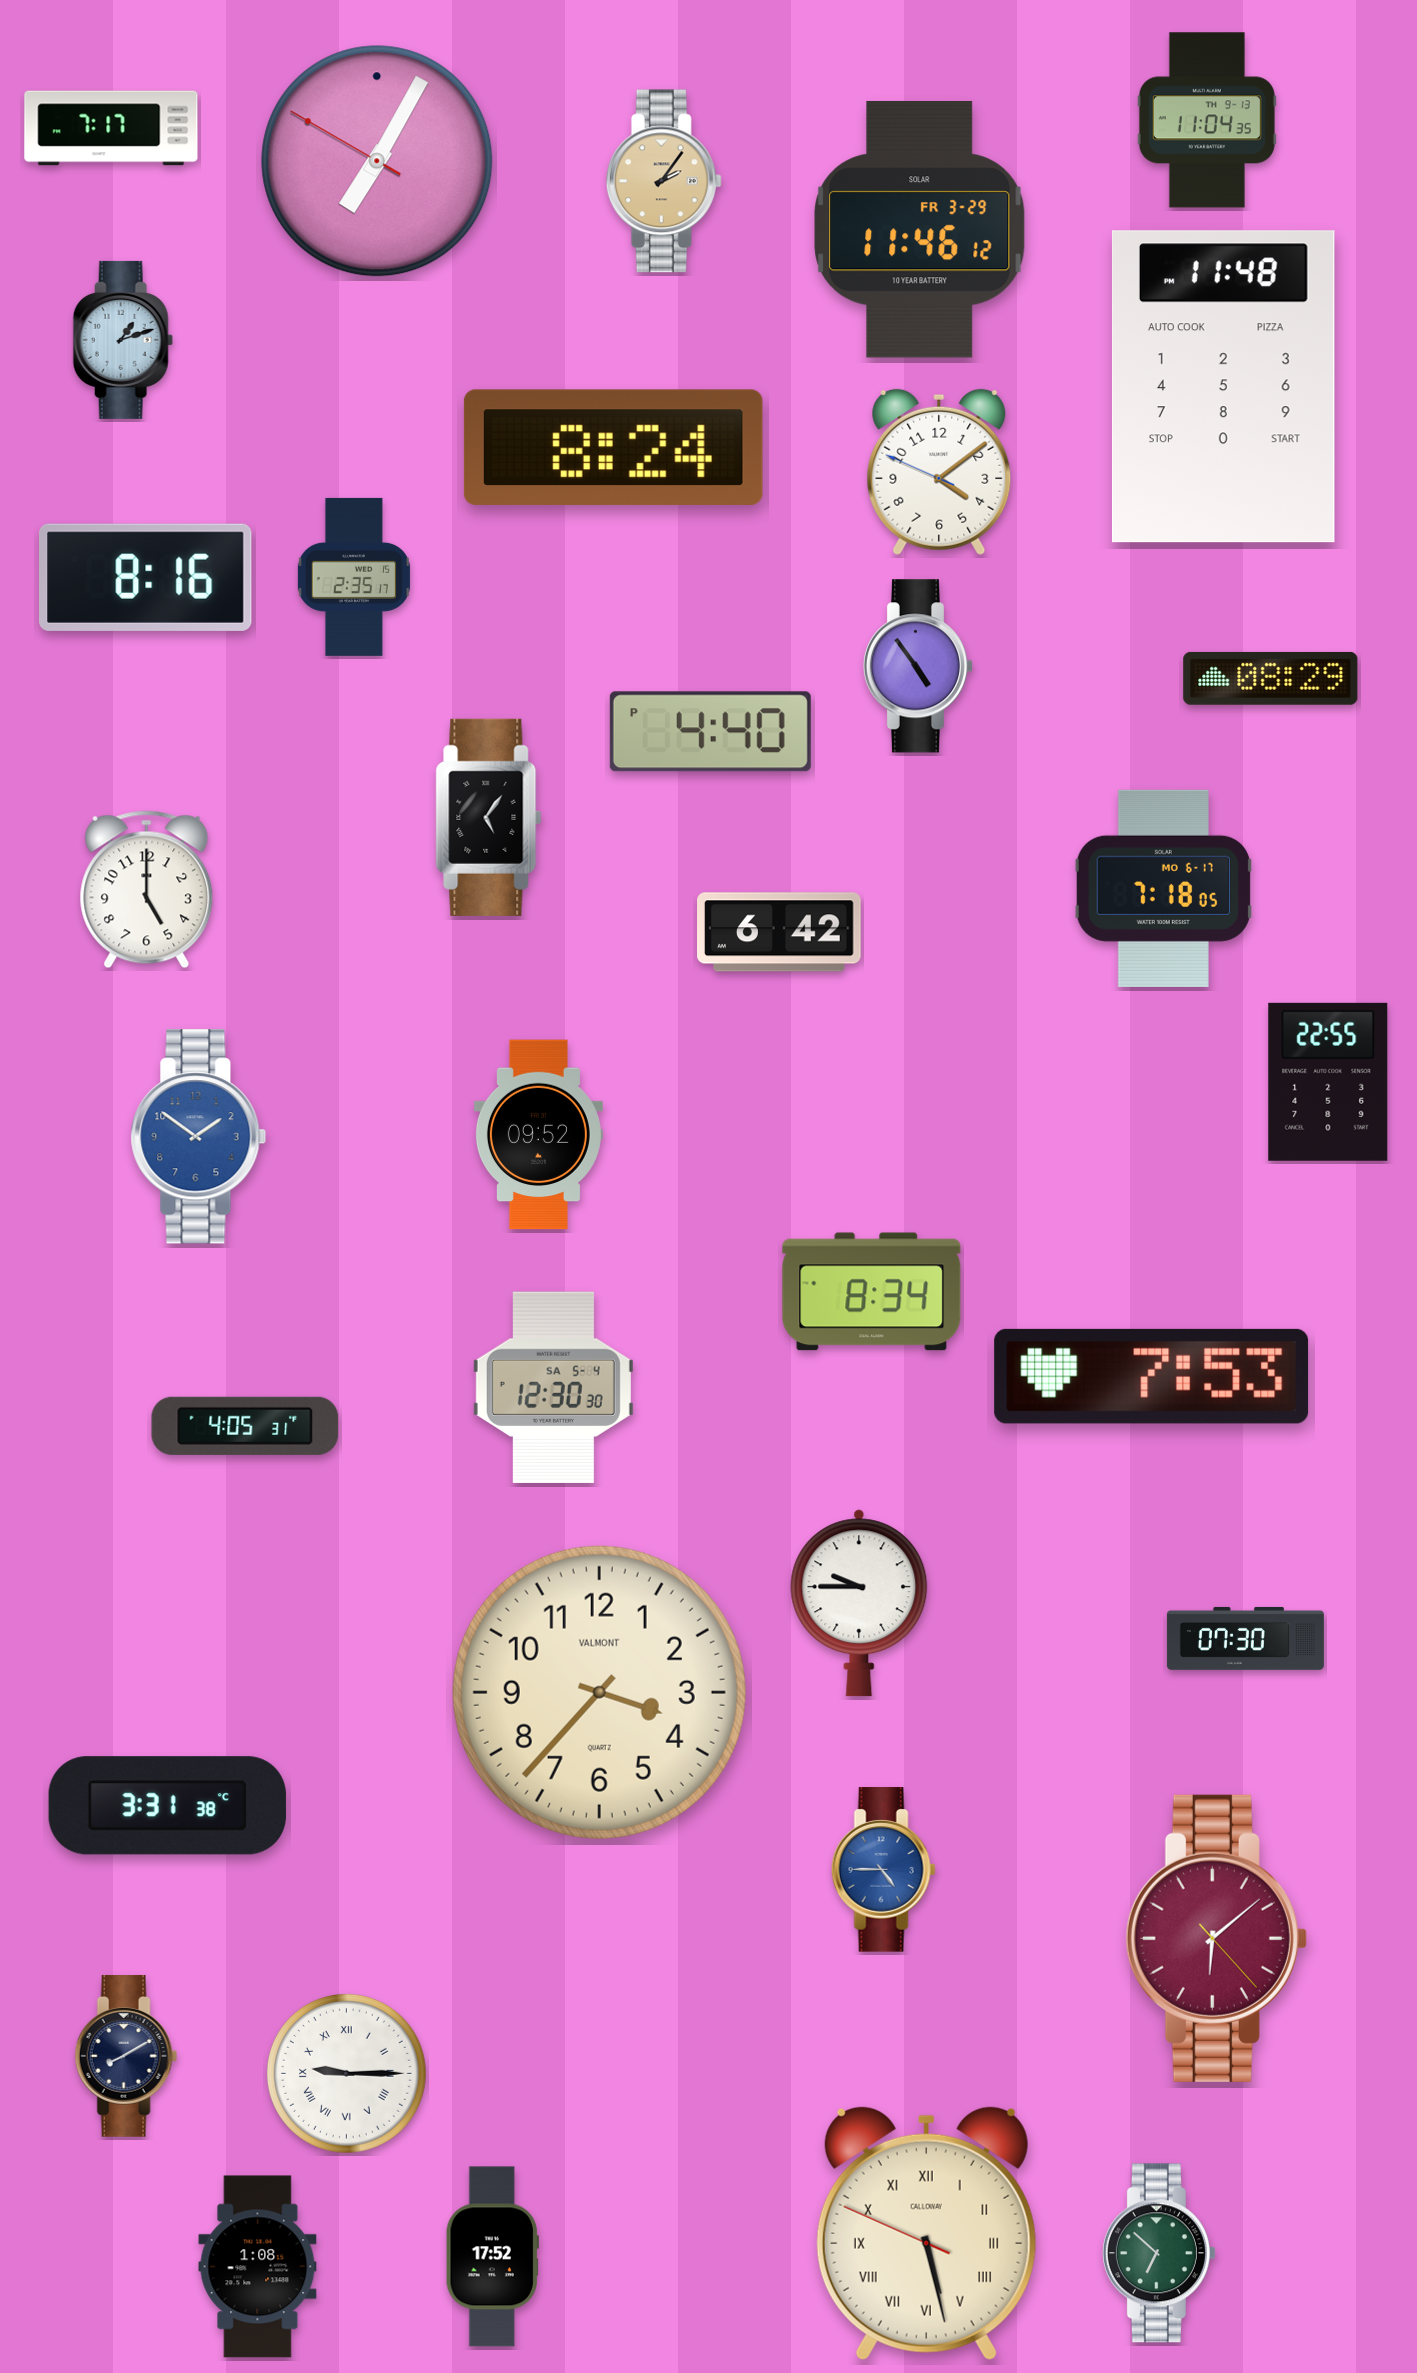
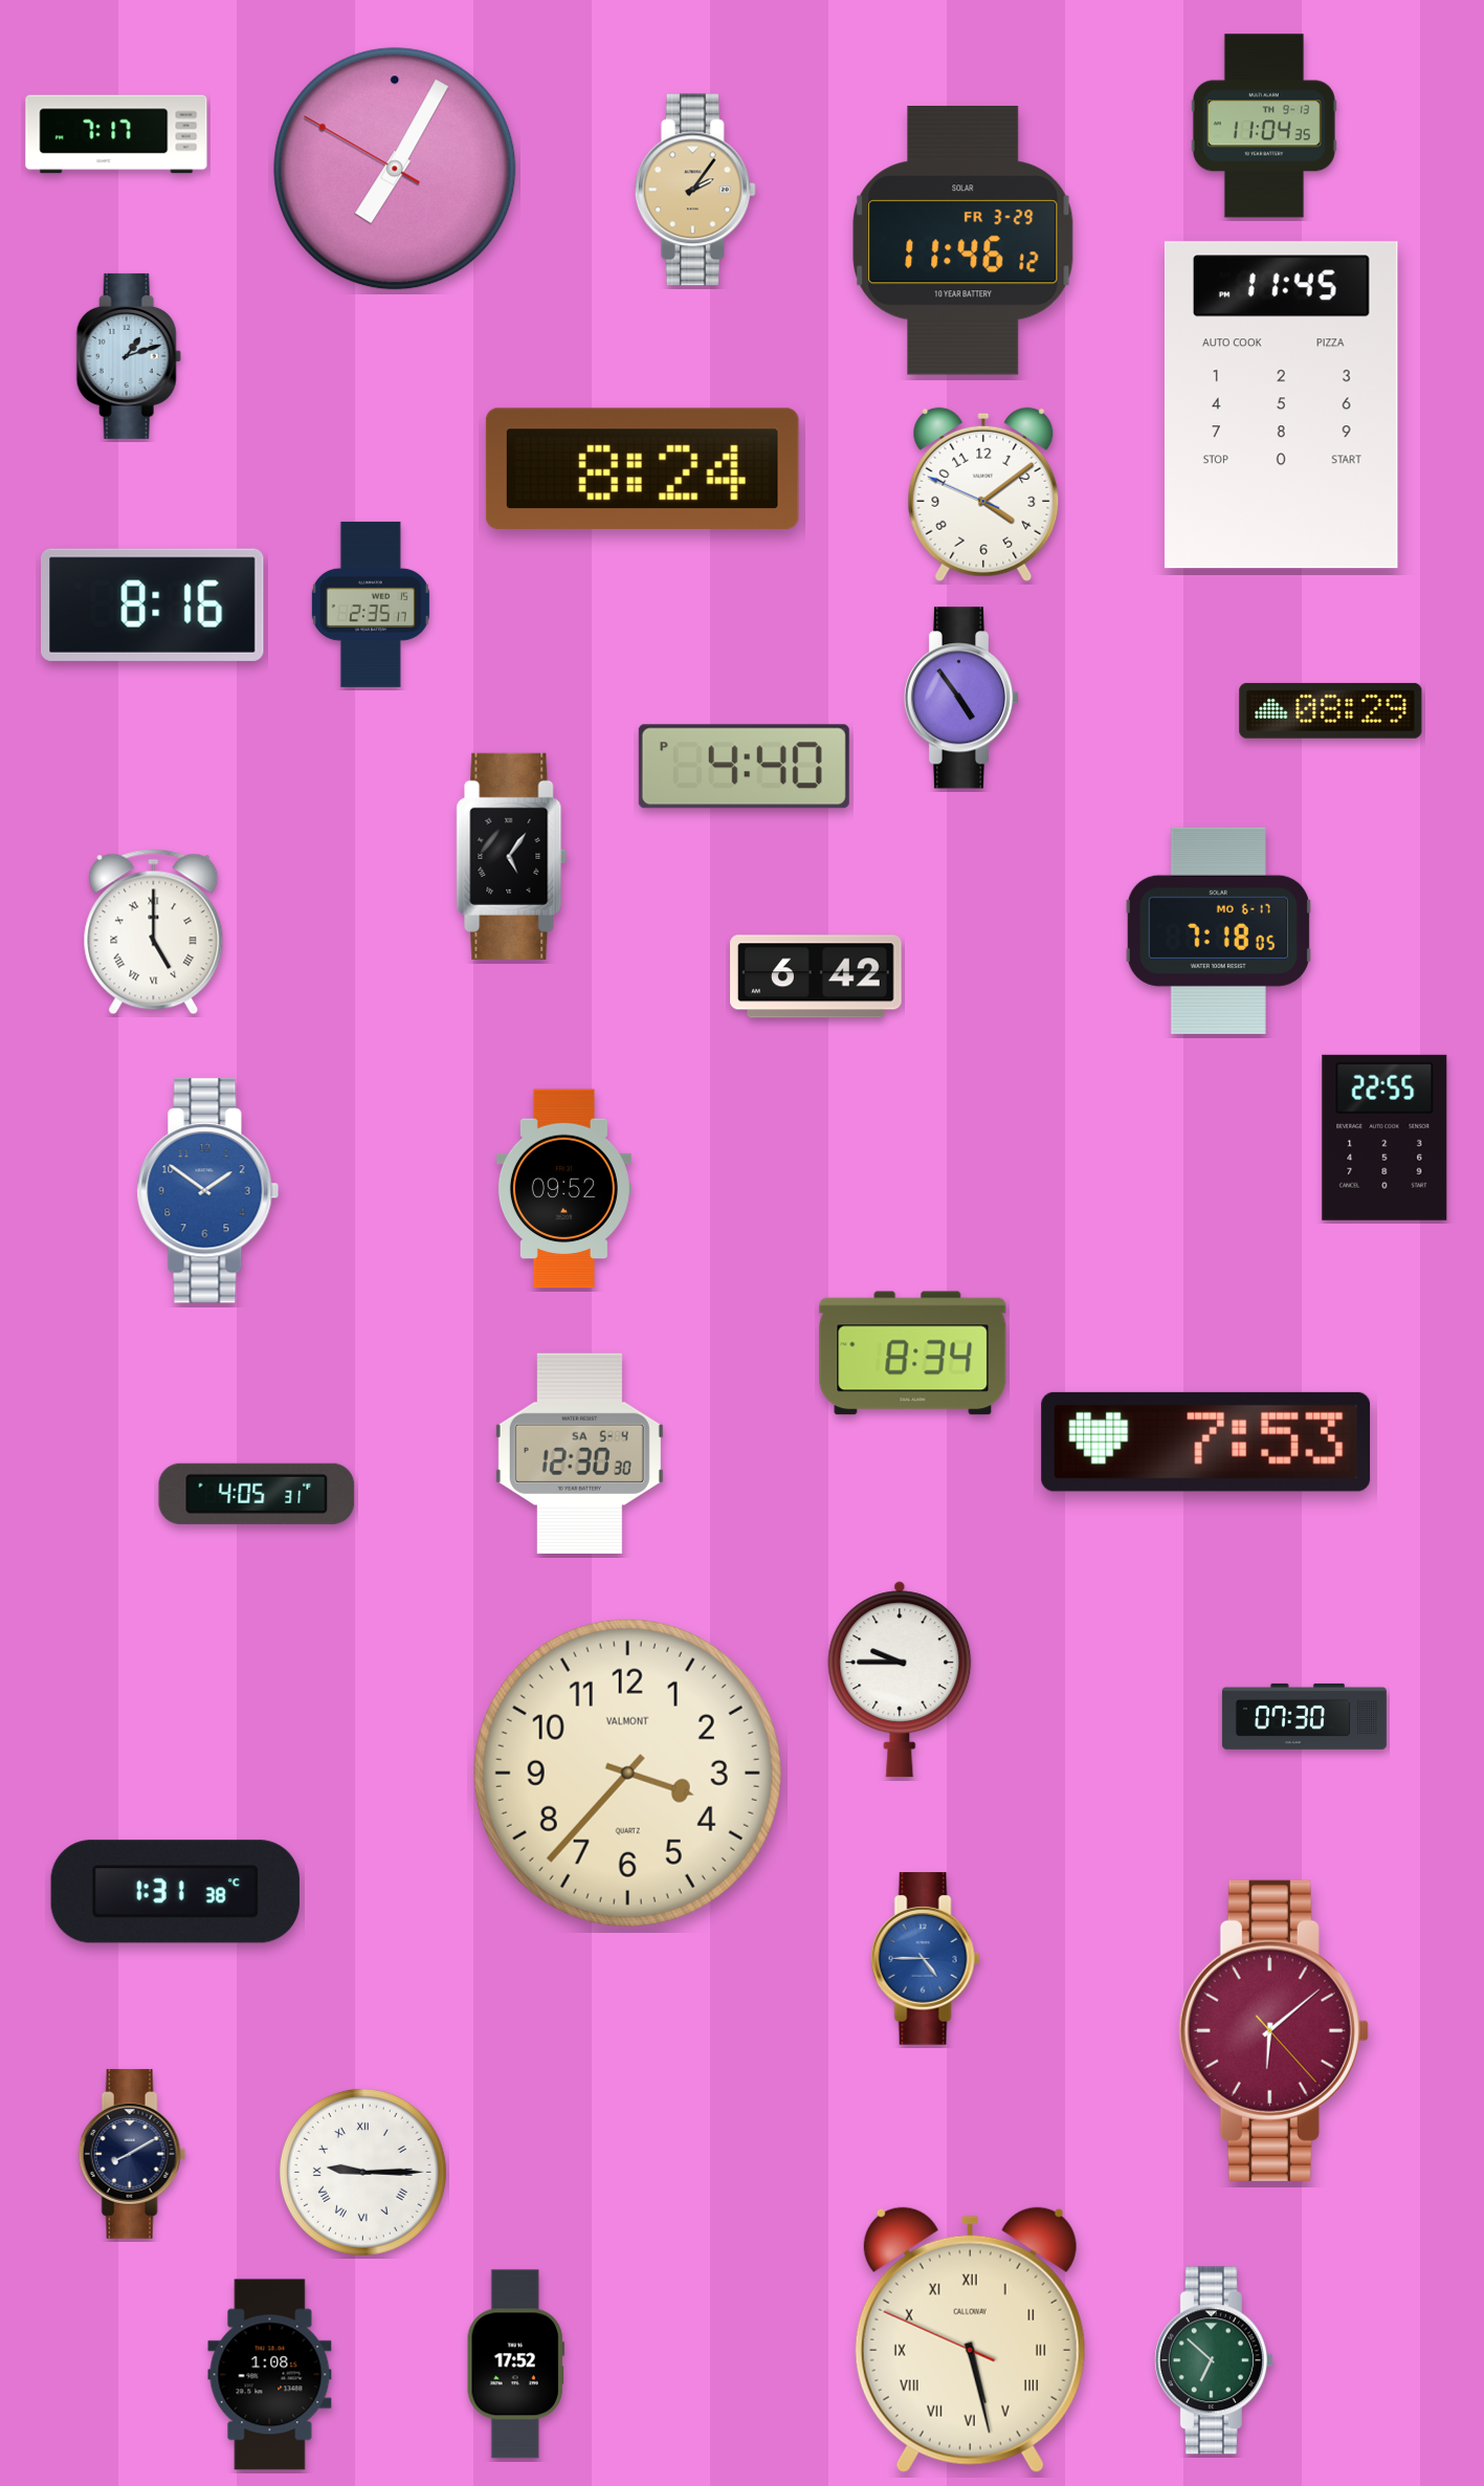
clock at (1223, 387): 11:48 -> 11:45
clock at (147, 890) numerals: Arabic -> Roman
clock at (1328, 1082) position: (1328, 1082) -> (1385, 1138)
clock at (167, 1806): 3:31 -> 1:31
